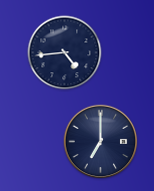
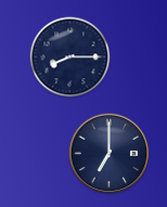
clock at (65, 53): 4:44 -> 8:15
